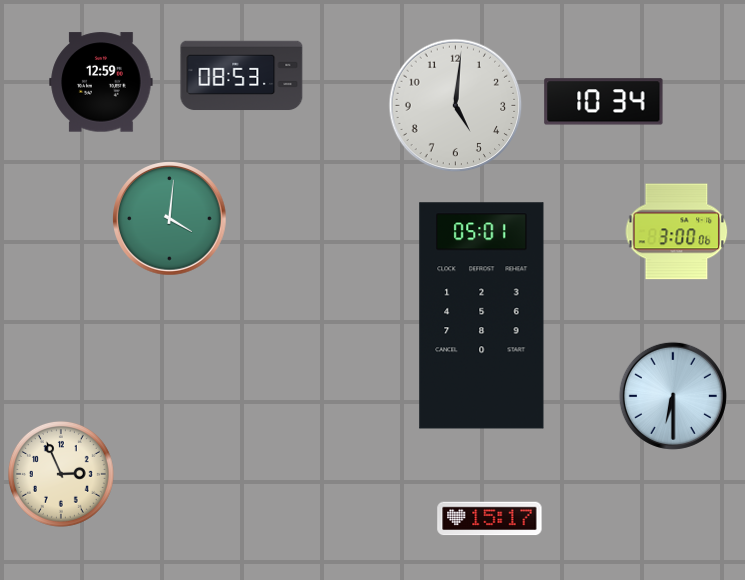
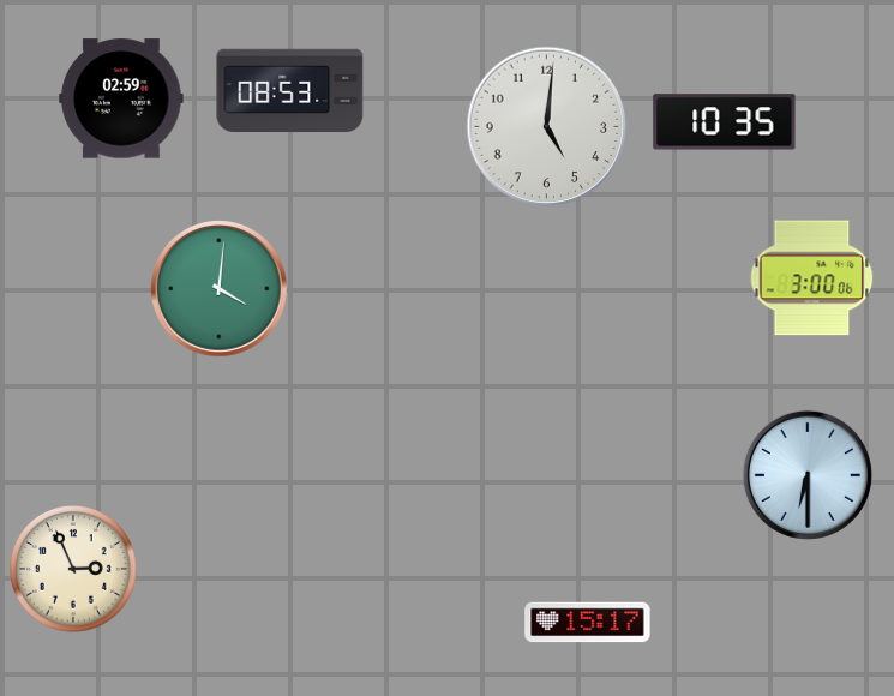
clock at (101, 82): 12:59 -> 02:59
clock at (604, 102): 10:34 -> 10:35
clock at (170, 219) position: (170, 219) -> (220, 289)
clock at (482, 316): 05:01 -> none
